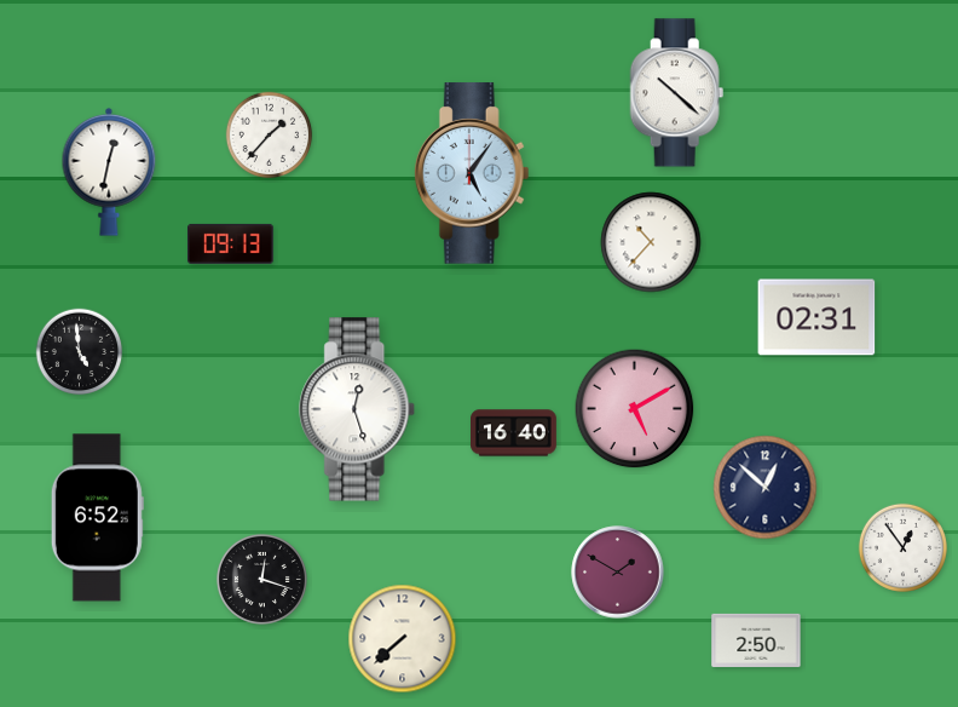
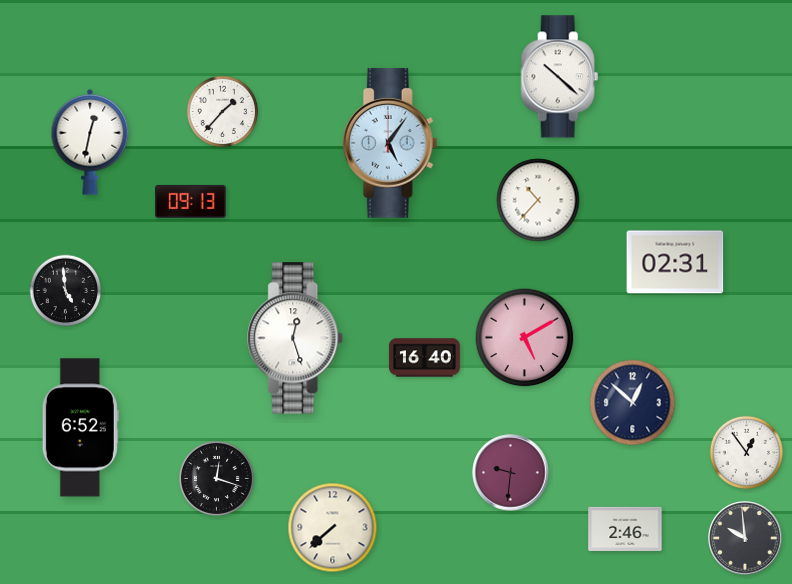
clock at (618, 573): 1:50 -> 9:31
clock at (756, 640): 2:50 -> 2:46
clock at (745, 538): none -> 9:59
